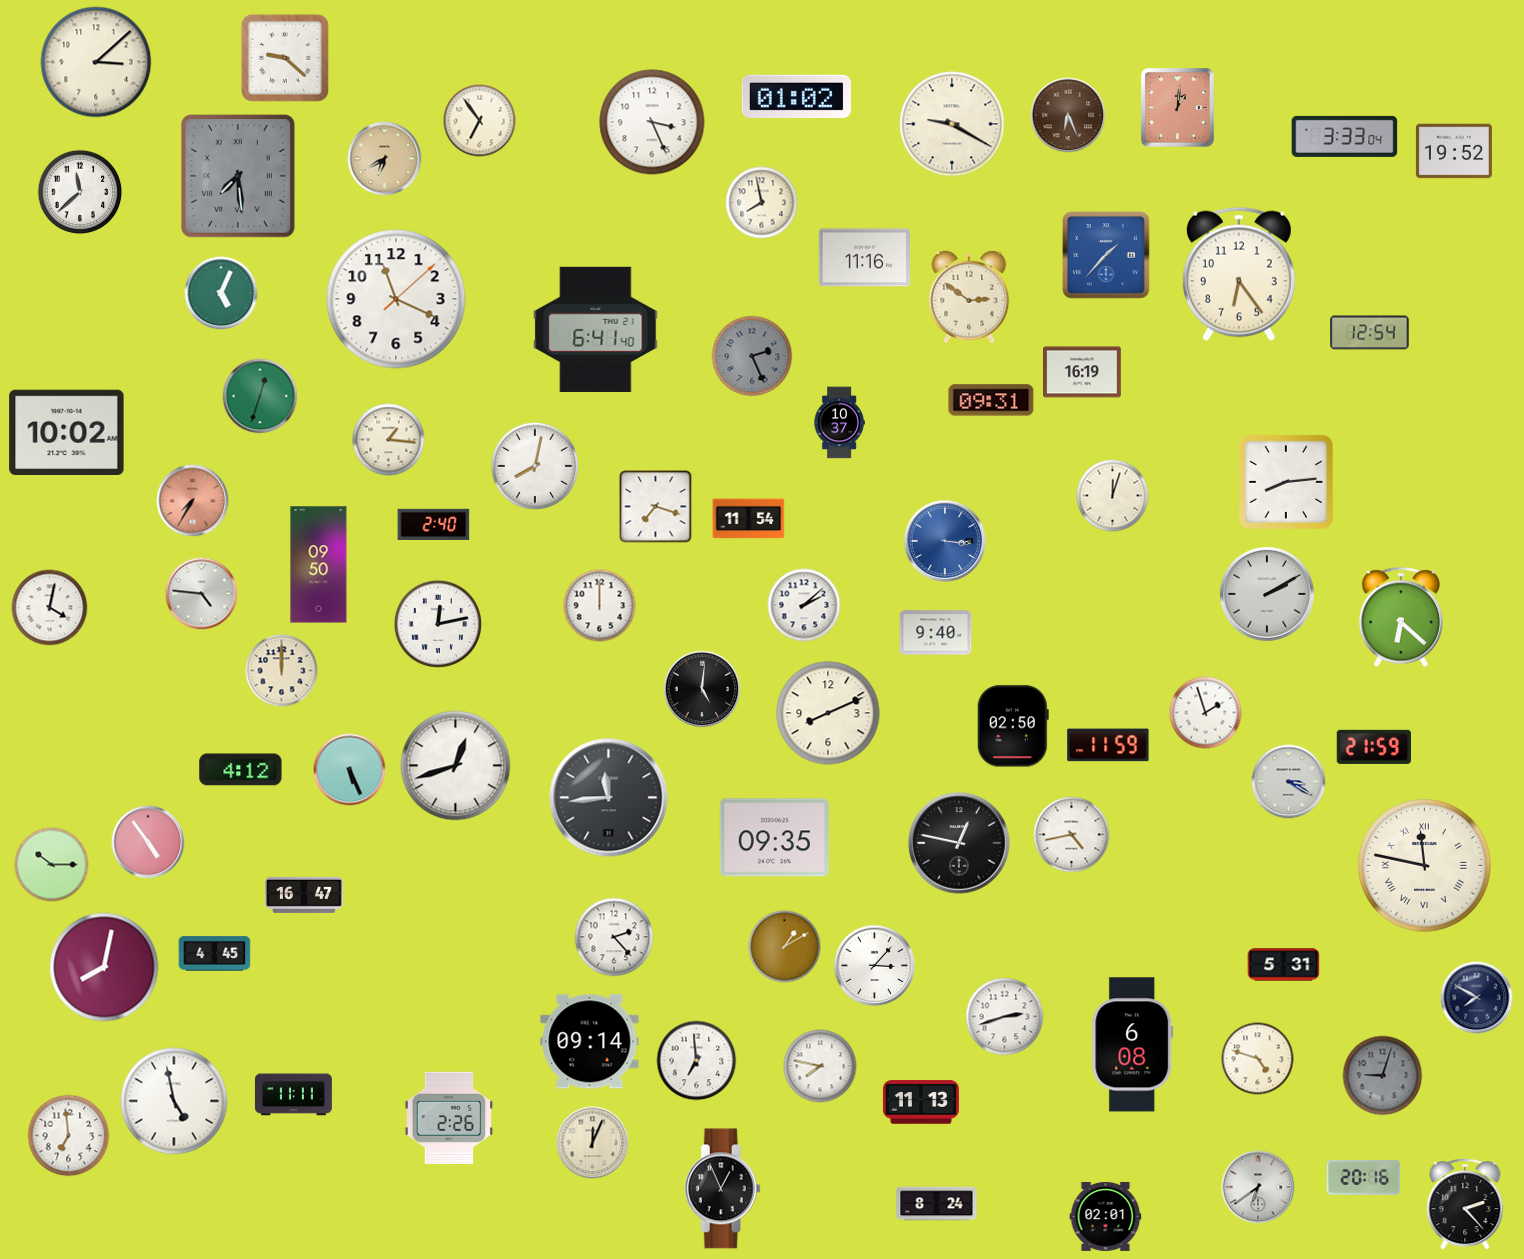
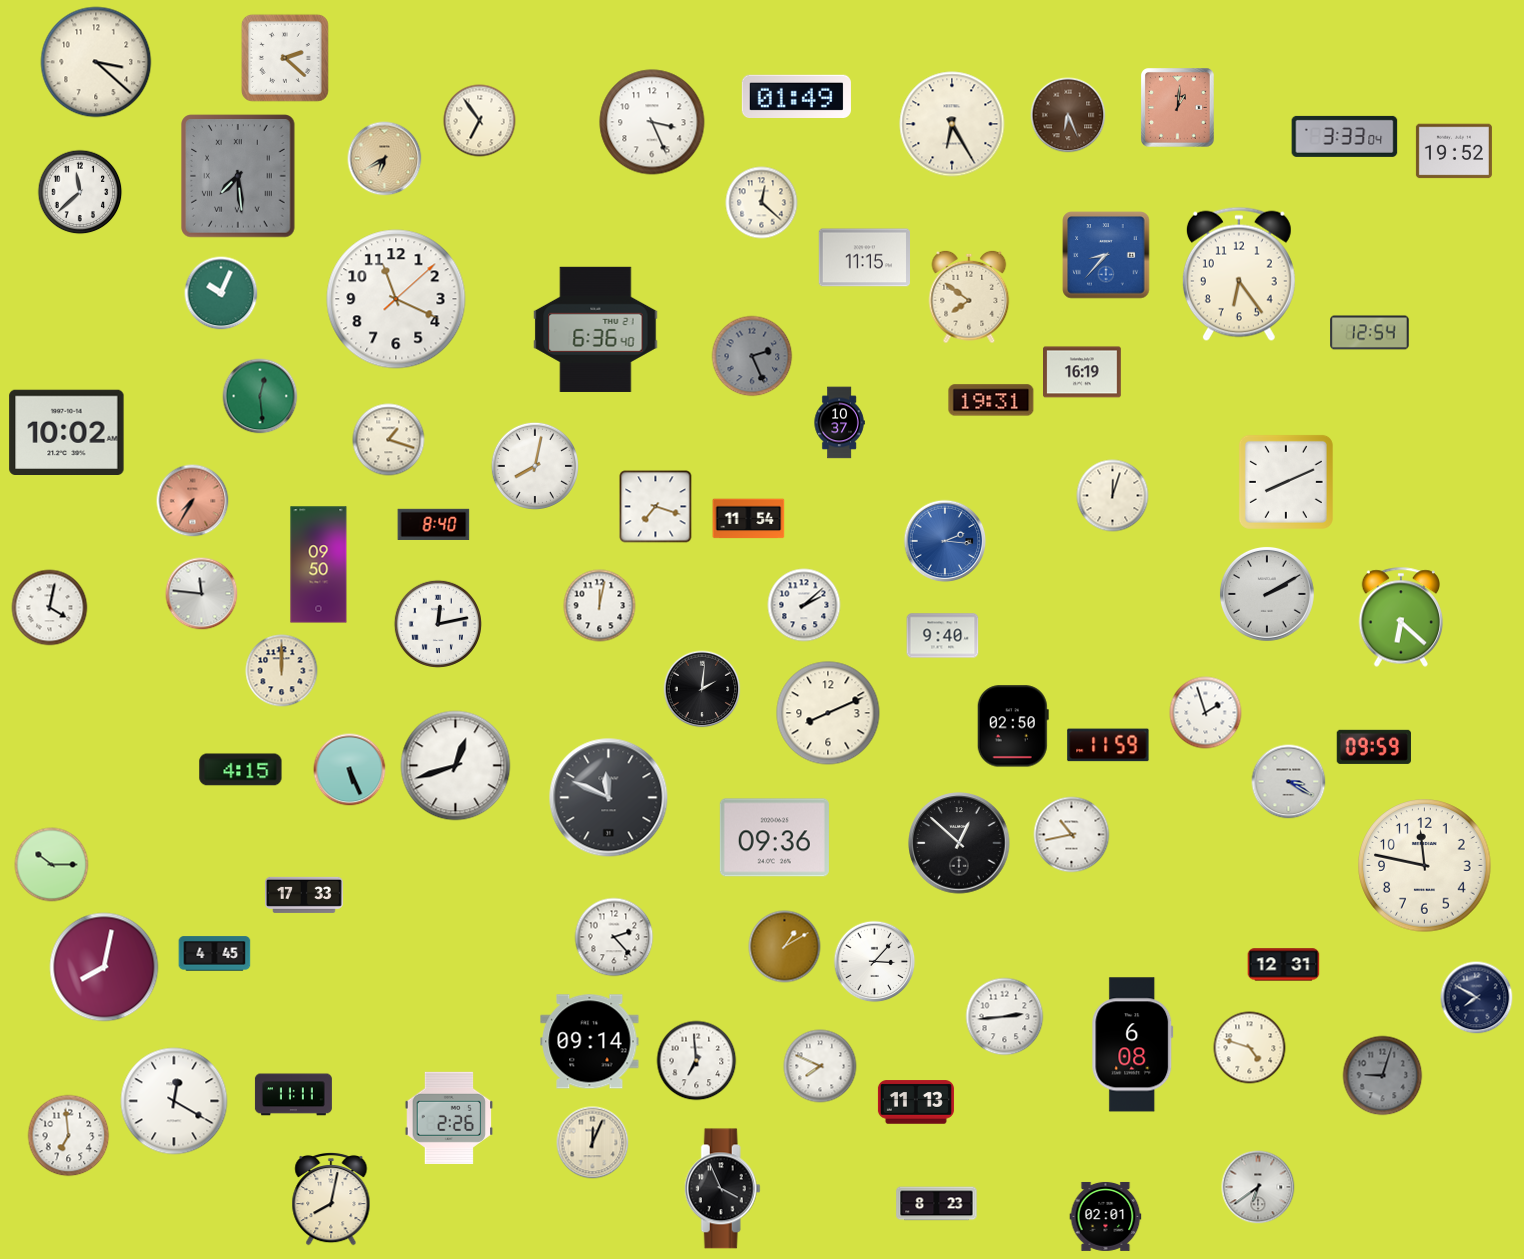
clock at (285, 58): 9:22 -> 2:22
clock at (96, 62): 3:08 -> 3:22
clock at (796, 96): 01:02 -> 01:49
clock at (952, 124): 9:20 -> 6:25
clock at (762, 203): 7:58 -> 12:22
clock at (1106, 255): 1:37 -> 8:37
clock at (864, 258): 11:16 -> 11:15
clock at (221, 293): 5:04 -> 10:04
clock at (969, 297): 2:51 -> 7:51
clock at (596, 329): 6:41 -> 6:36
clock at (260, 396): 12:33 -> 12:29
clock at (991, 400): 09:31 -> 19:31
clock at (389, 440): 1:16 -> 1:18
clock at (1286, 482): 8:14 -> 8:11
clock at (434, 524): 2:40 -> 8:40
clock at (945, 541): 3:16 -> 2:16
clock at (202, 594): 4:46 -> 11:46
clock at (600, 606): 12:00 -> 12:02
clock at (936, 633) position: (936, 633) -> (943, 636)
clock at (702, 689): 5:01 -> 2:01
clock at (1374, 747): 21:59 -> 09:59
clock at (241, 770): 4:12 -> 4:15
clock at (609, 798): 11:44 -> 11:49
clock at (1072, 835): 4:43 -> 10:43
clock at (774, 838): 09:35 -> 09:36
clock at (148, 842): 4:54 -> none
clock at (959, 843): 12:47 -> 12:52
clock at (1425, 866) numerals: Roman -> Arabic
clock at (305, 895): 16:47 -> 17:33
clock at (1284, 965): 5:31 -> 12:31
clock at (875, 966) position: (875, 966) -> (875, 962)
clock at (1005, 1017): 2:42 -> 2:44
clock at (1258, 1059) position: (1258, 1059) -> (1250, 1048)
clock at (820, 1066): 7:47 -> 7:49
clock at (174, 1101): 4:58 -> 12:20
clock at (921, 1102) position: (921, 1102) -> (916, 1102)
clock at (1364, 1177): 20:16 -> none
clock at (722, 1189): 12:56 -> 3:56
clock at (331, 1199): none -> 8:02
clock at (937, 1204): 8:24 -> 8:23
clock at (1465, 1204): 2:23 -> none
